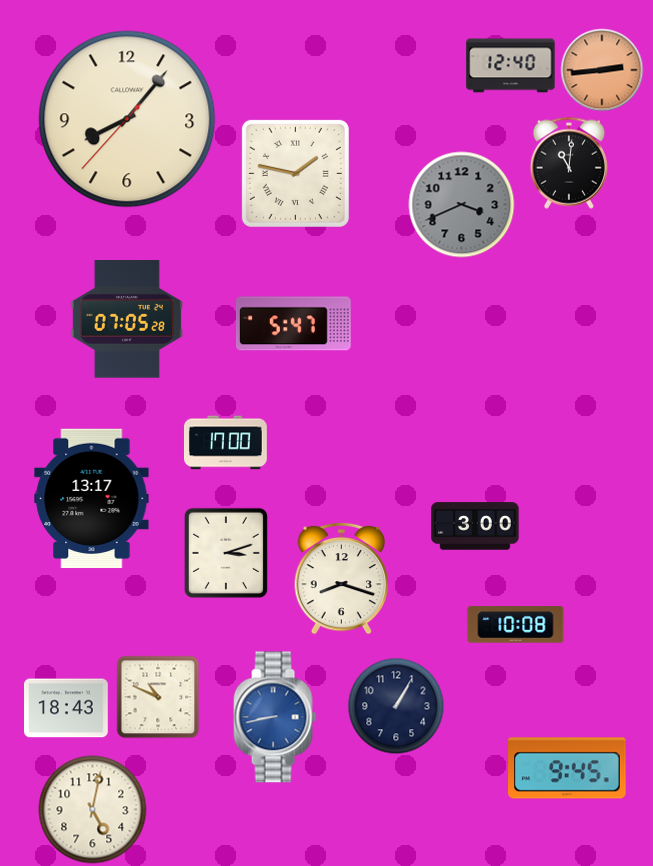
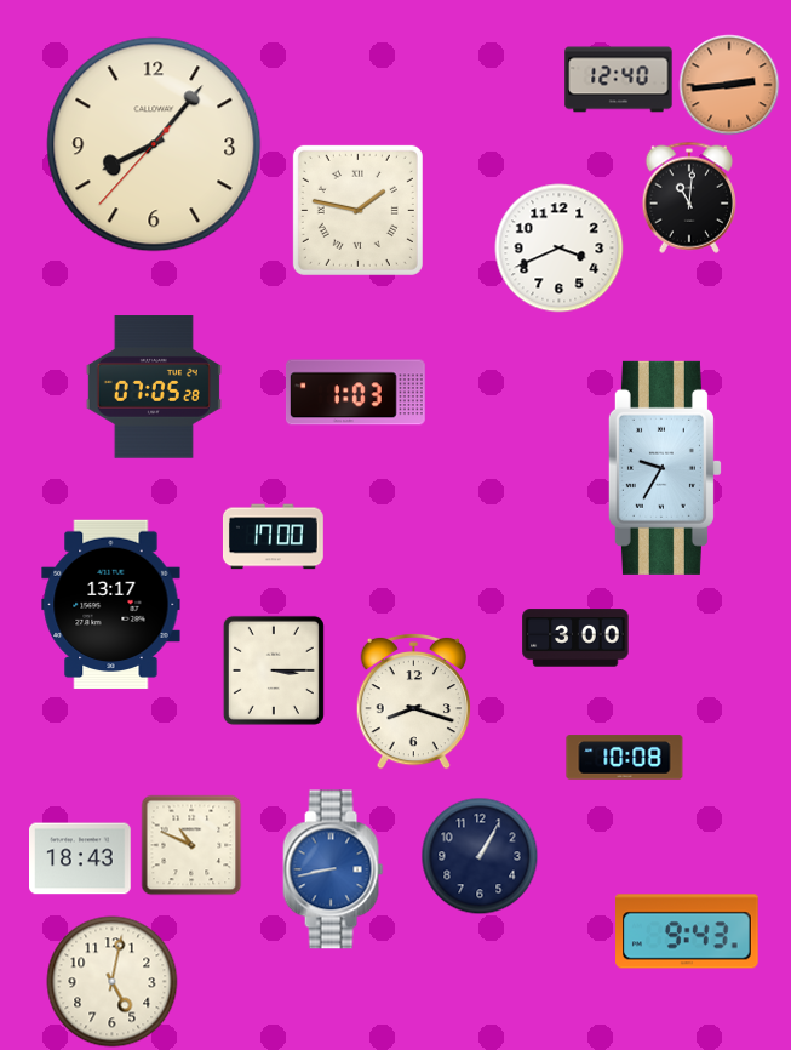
clock at (462, 205) dial: grey -> white
clock at (293, 324): 5:47 -> 1:03
clock at (665, 468): none -> 9:35
clock at (226, 553): 3:12 -> 3:15
clock at (567, 768): 9:45 -> 9:43
